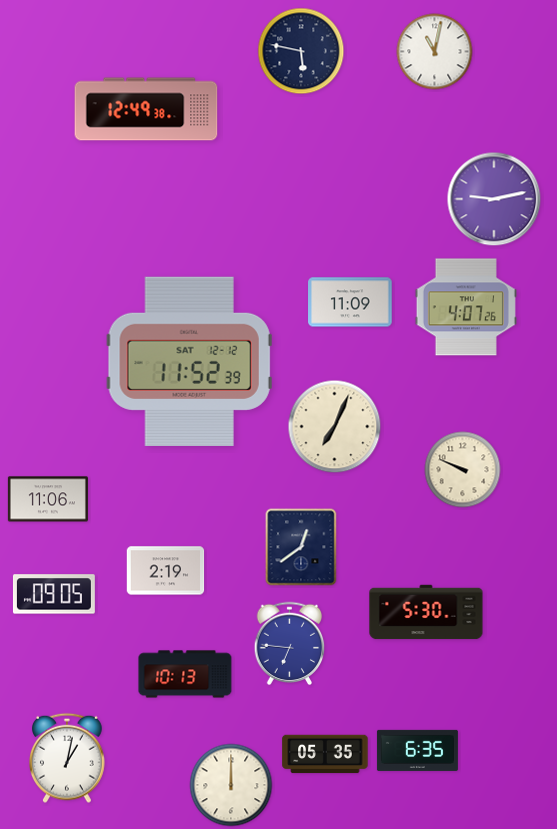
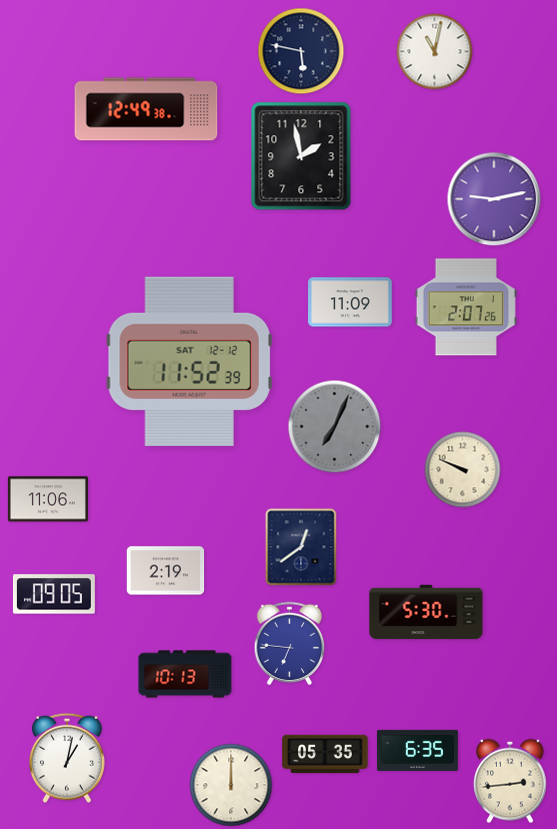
clock at (301, 156): none -> 1:58
clock at (466, 307): 4:07 -> 2:07
clock at (335, 427) dial: cream -> grey
clock at (510, 781): none -> 2:44
